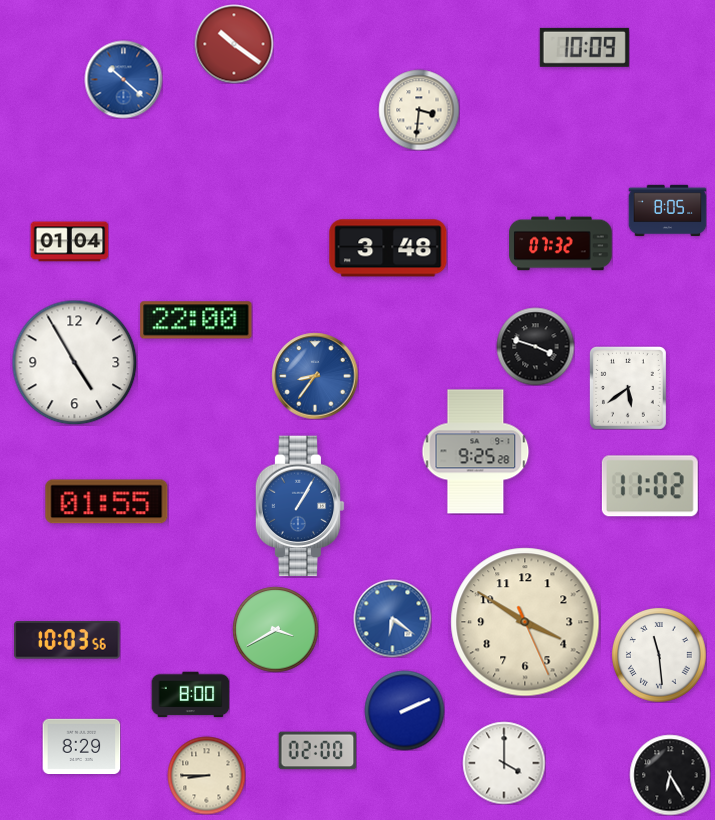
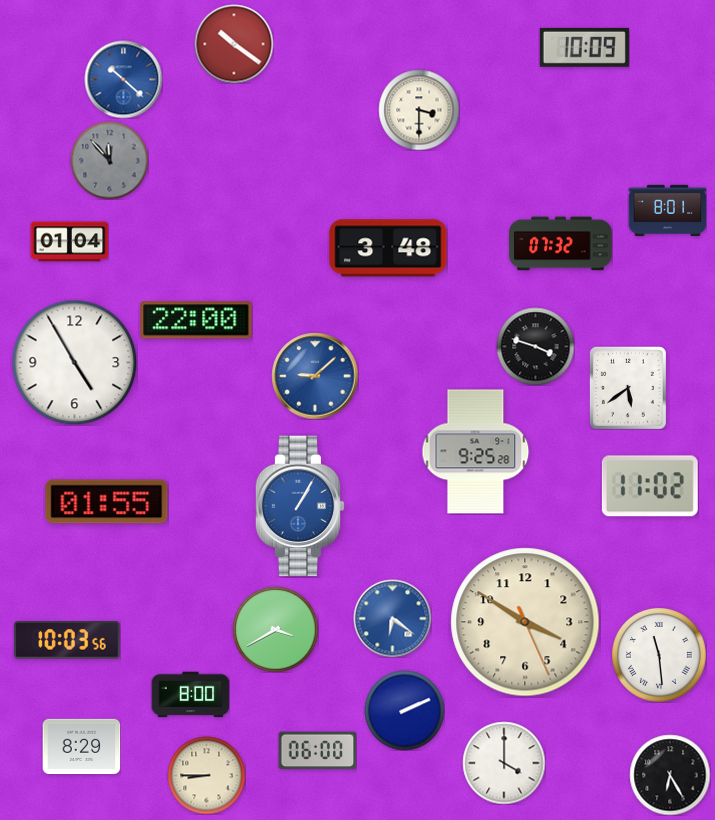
clock at (419, 110): 3:31 -> 3:30
clock at (109, 160): none -> 11:53
clock at (667, 211): 8:05 -> 8:01
clock at (315, 376): 8:36 -> 9:08
clock at (317, 751): 02:00 -> 06:00
